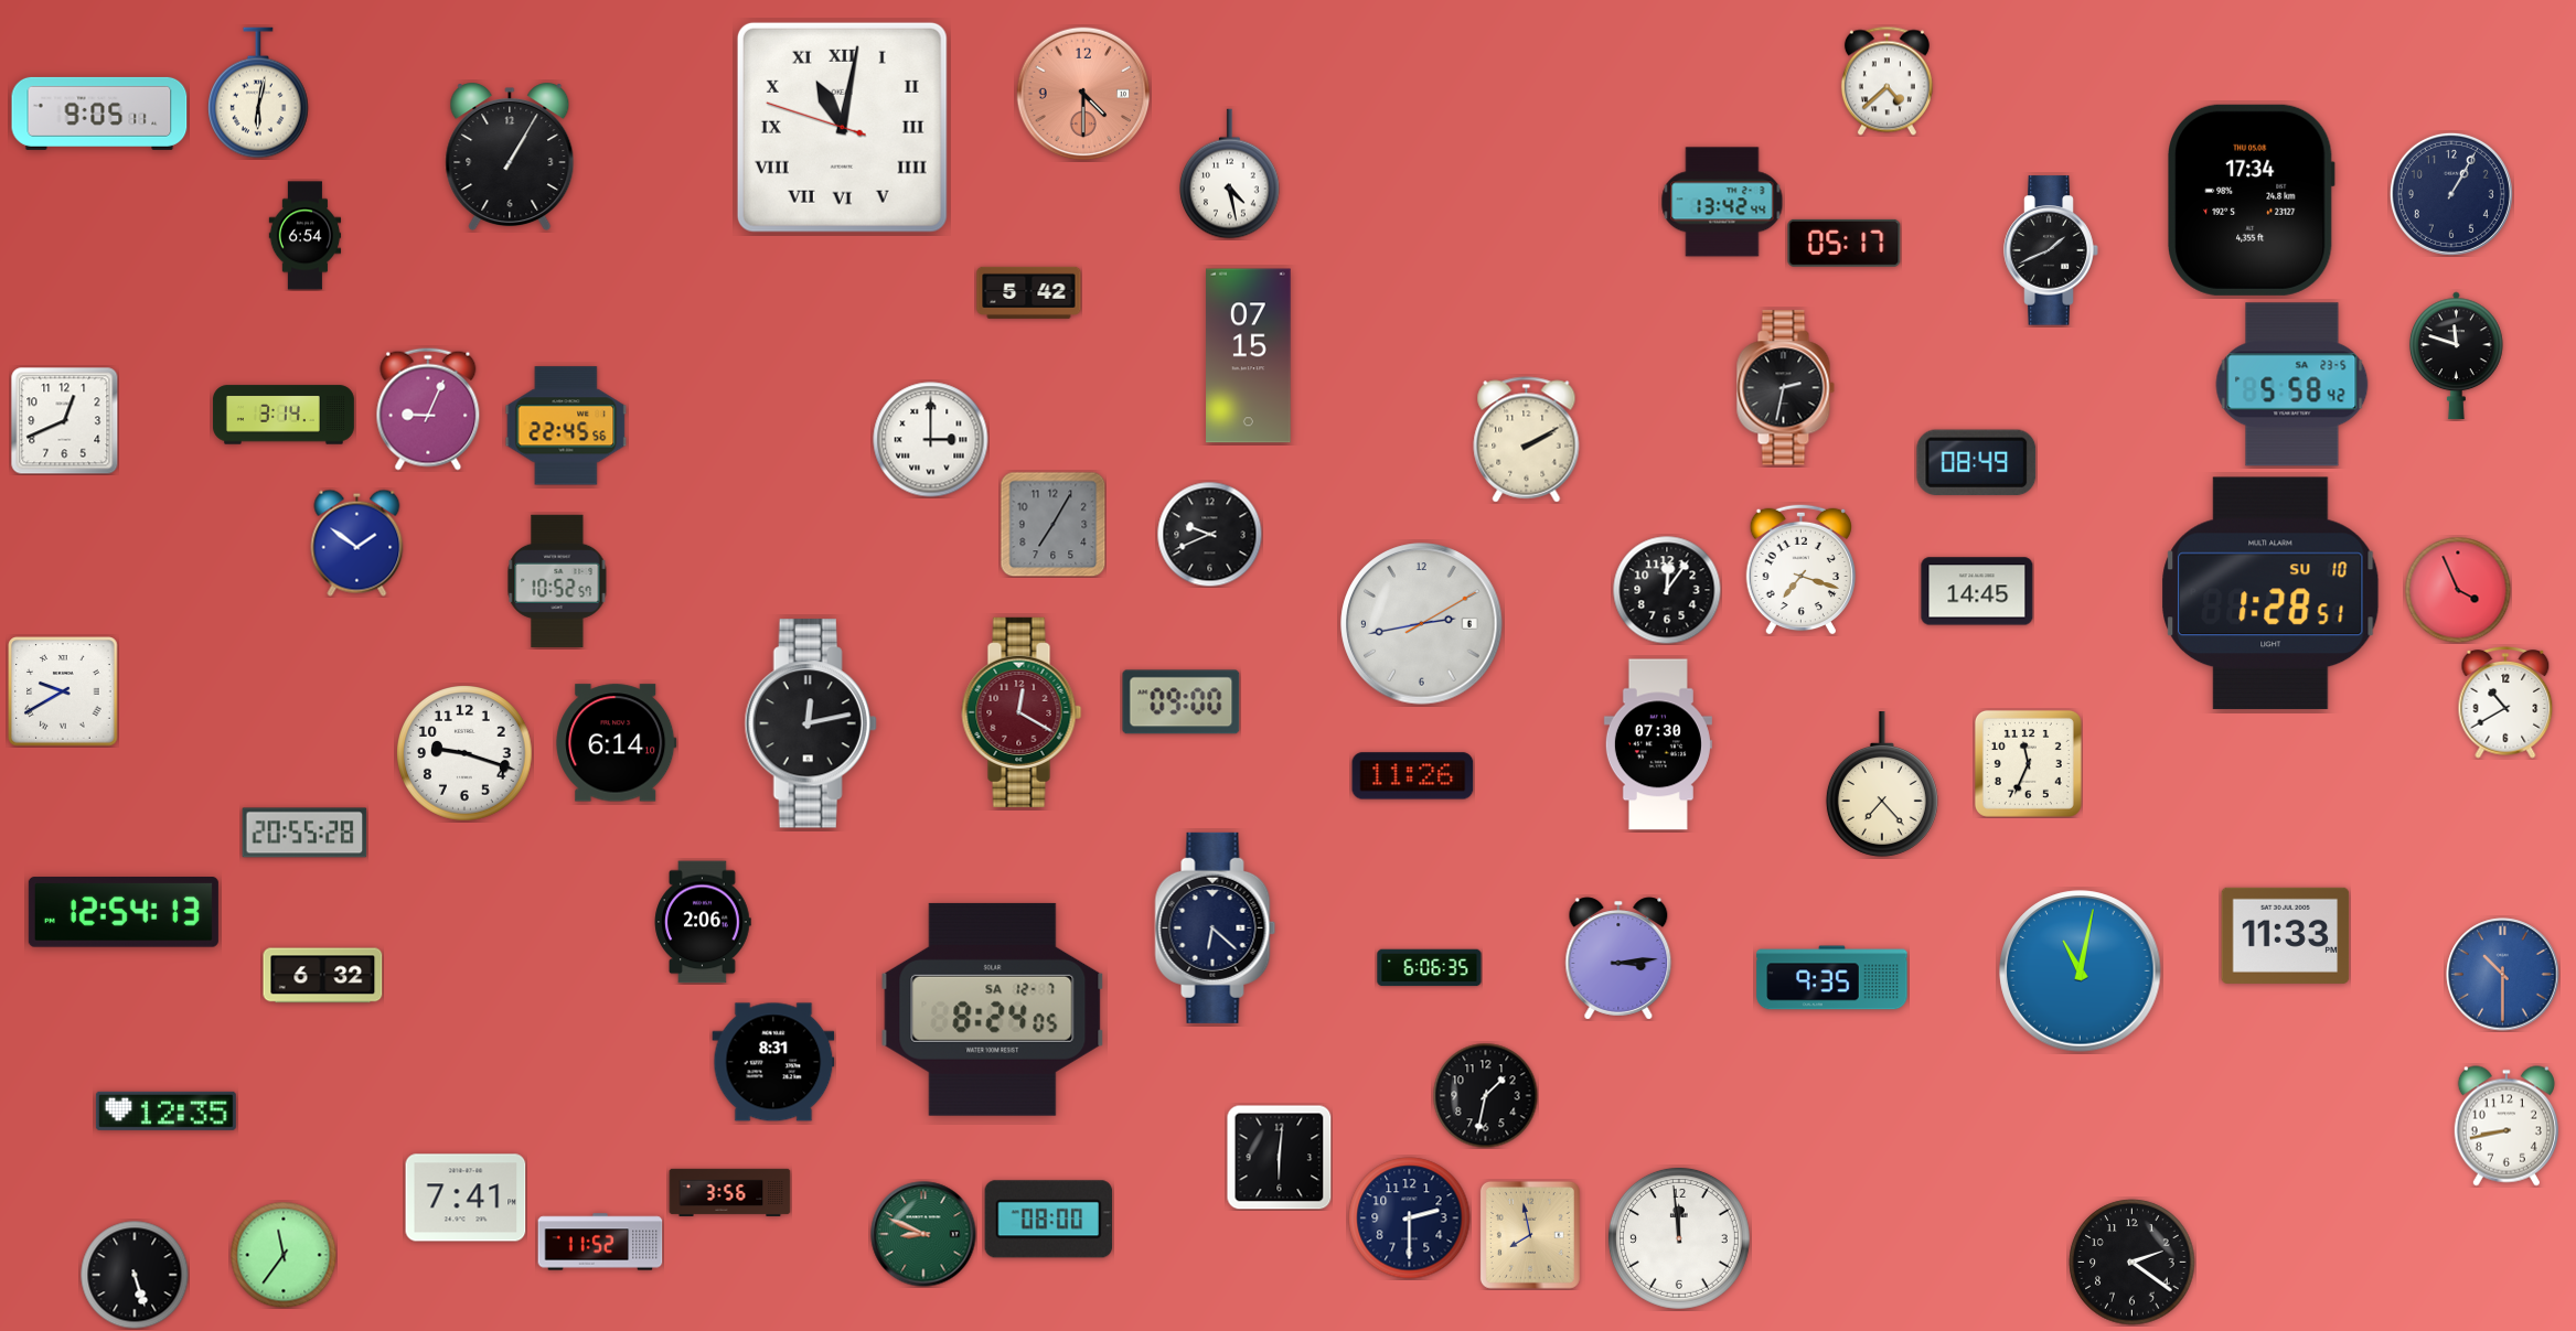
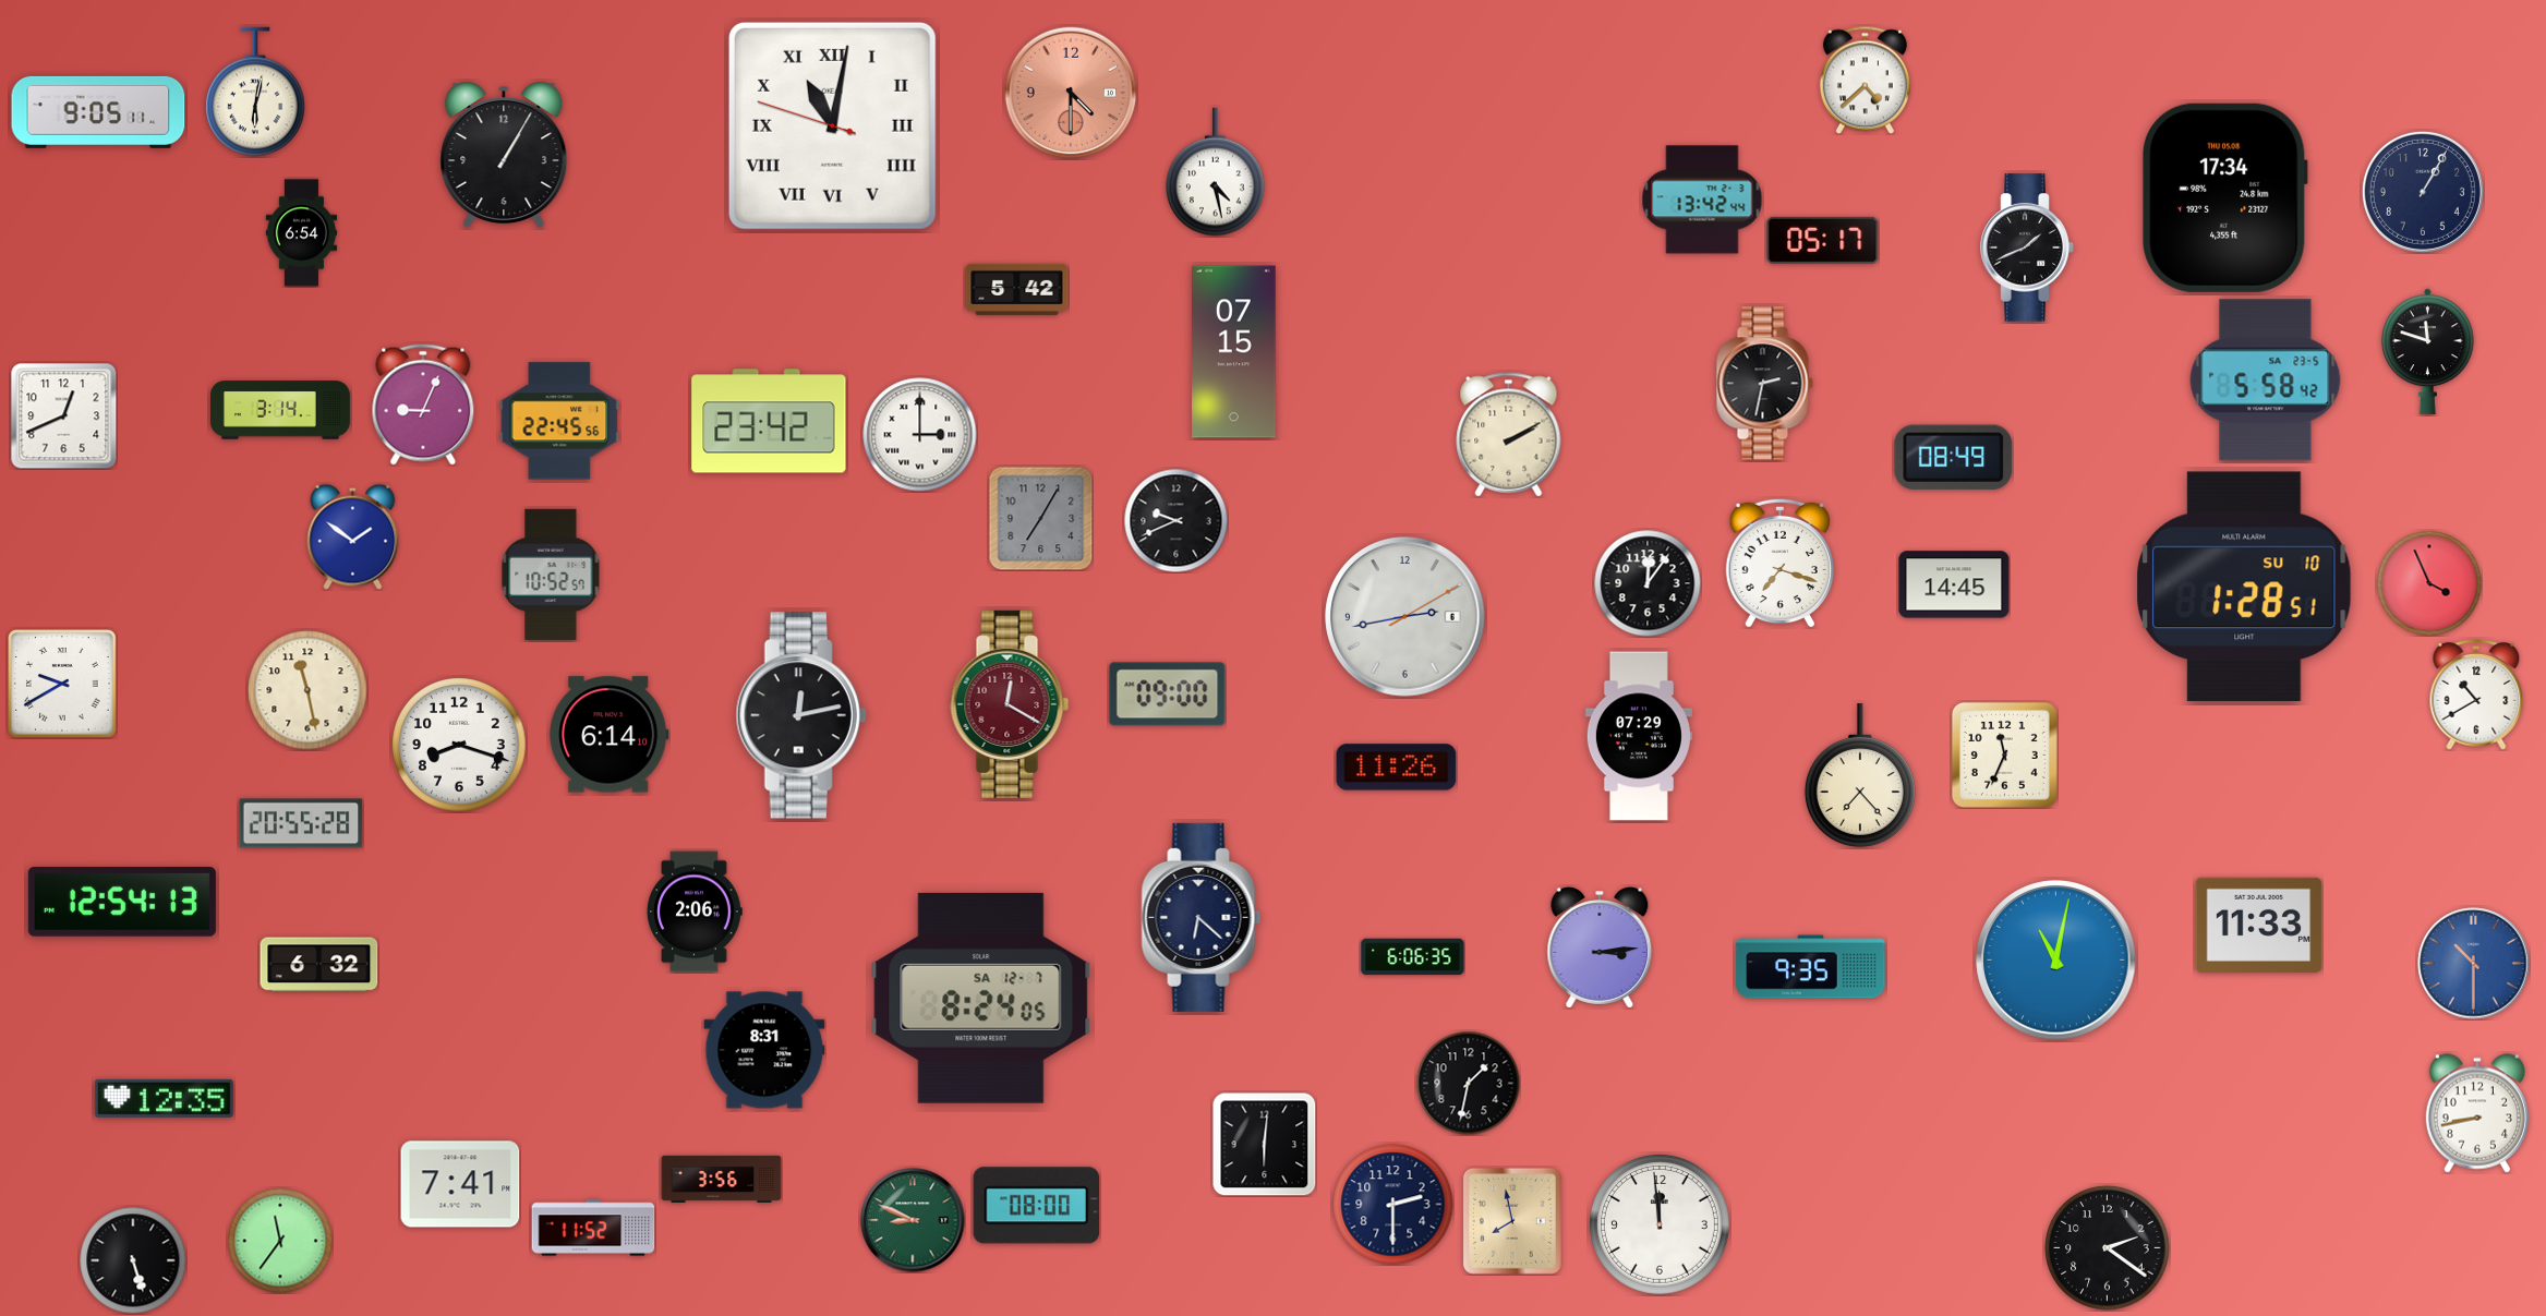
clock at (769, 421): none -> 23:42
clock at (1209, 534) position: (1209, 534) -> (1175, 520)
clock at (307, 690): none -> 11:28
clock at (1658, 744): 07:30 -> 07:29
clock at (464, 753): 9:18 -> 8:18
